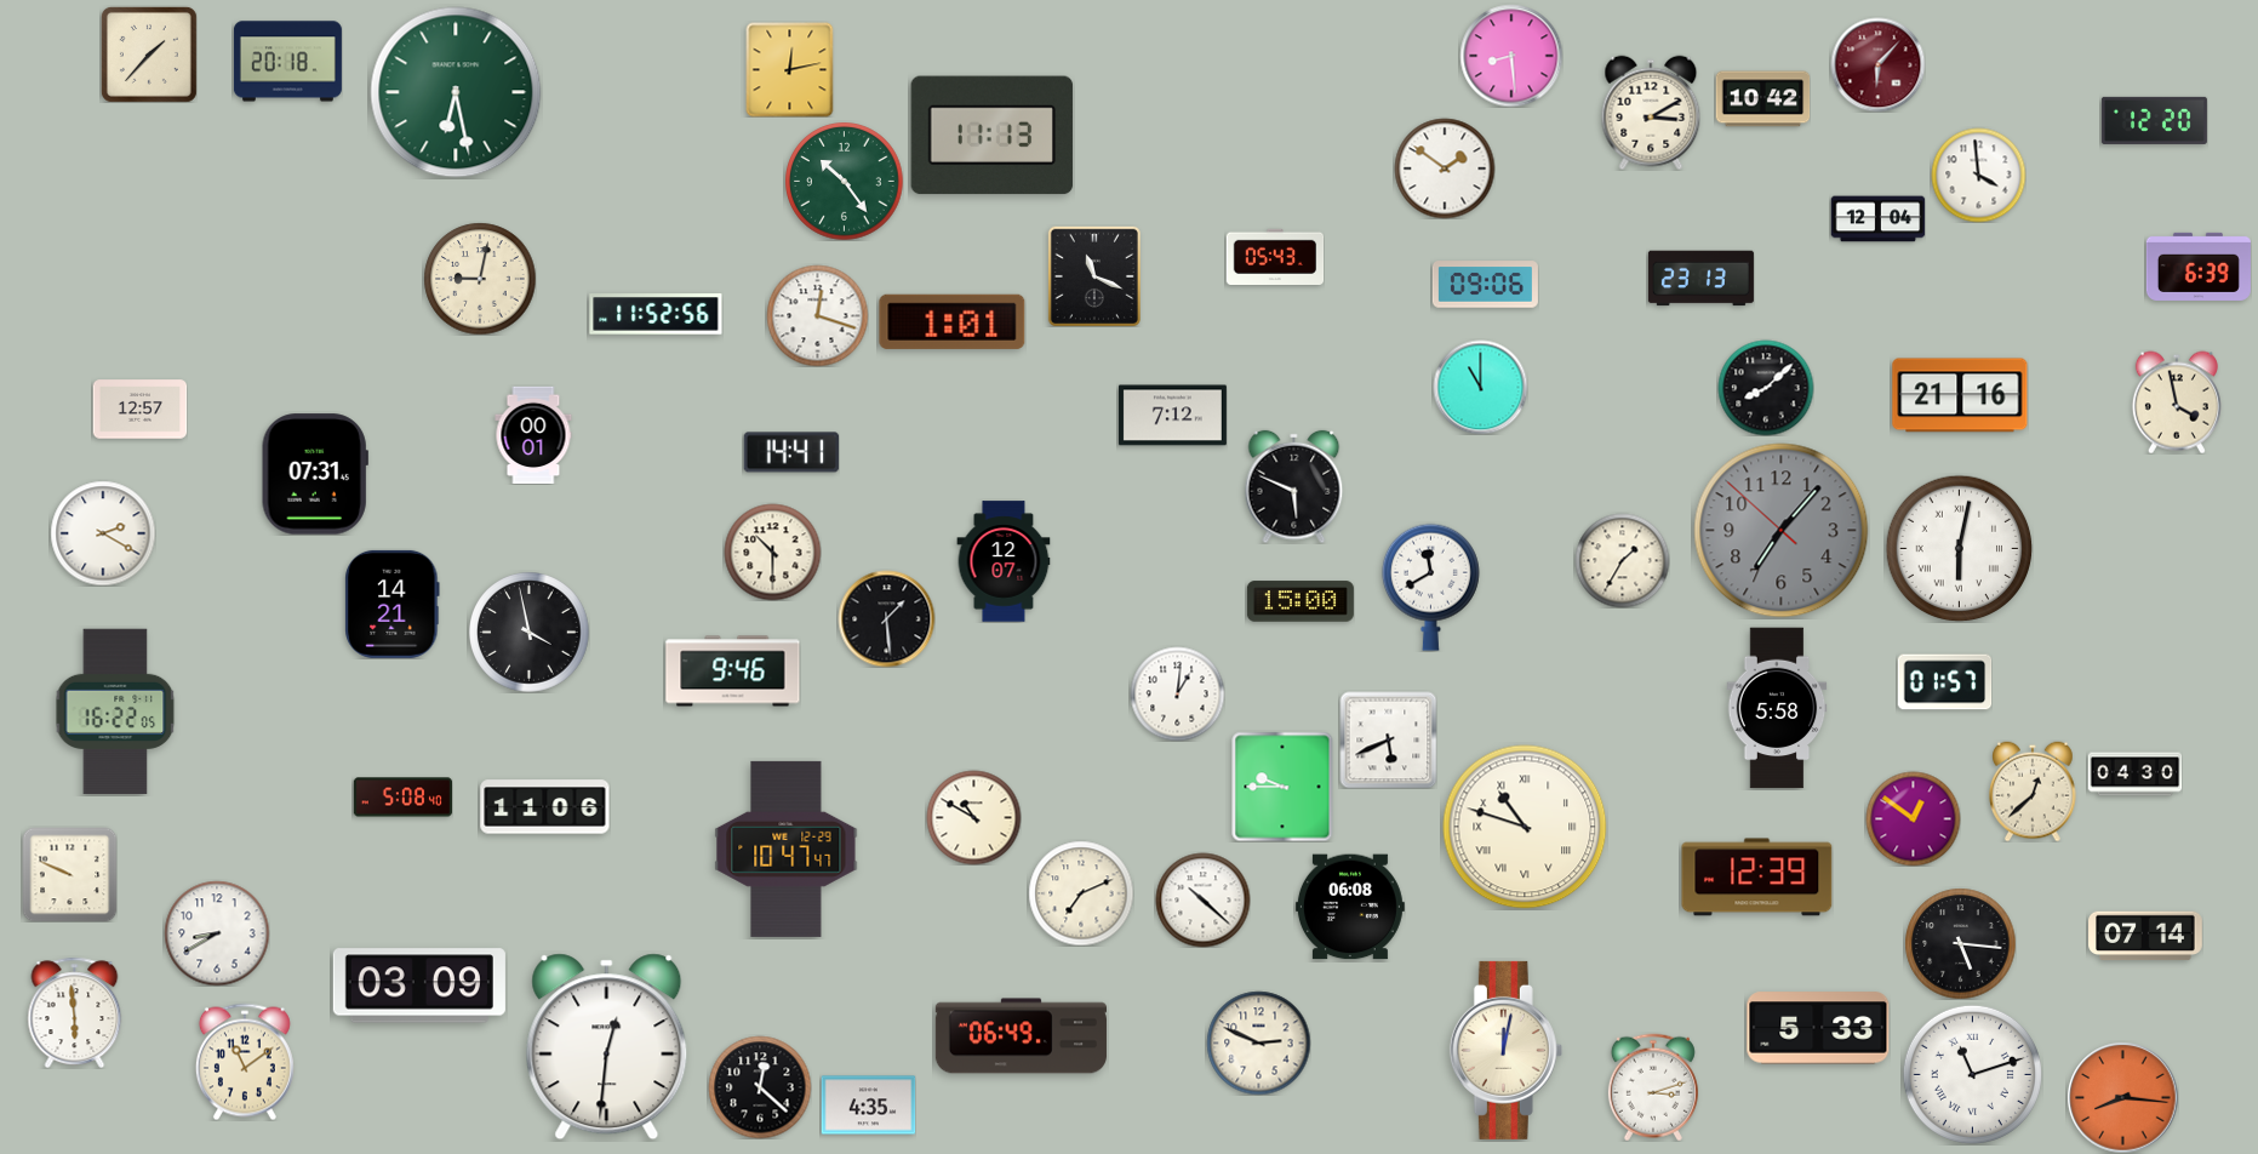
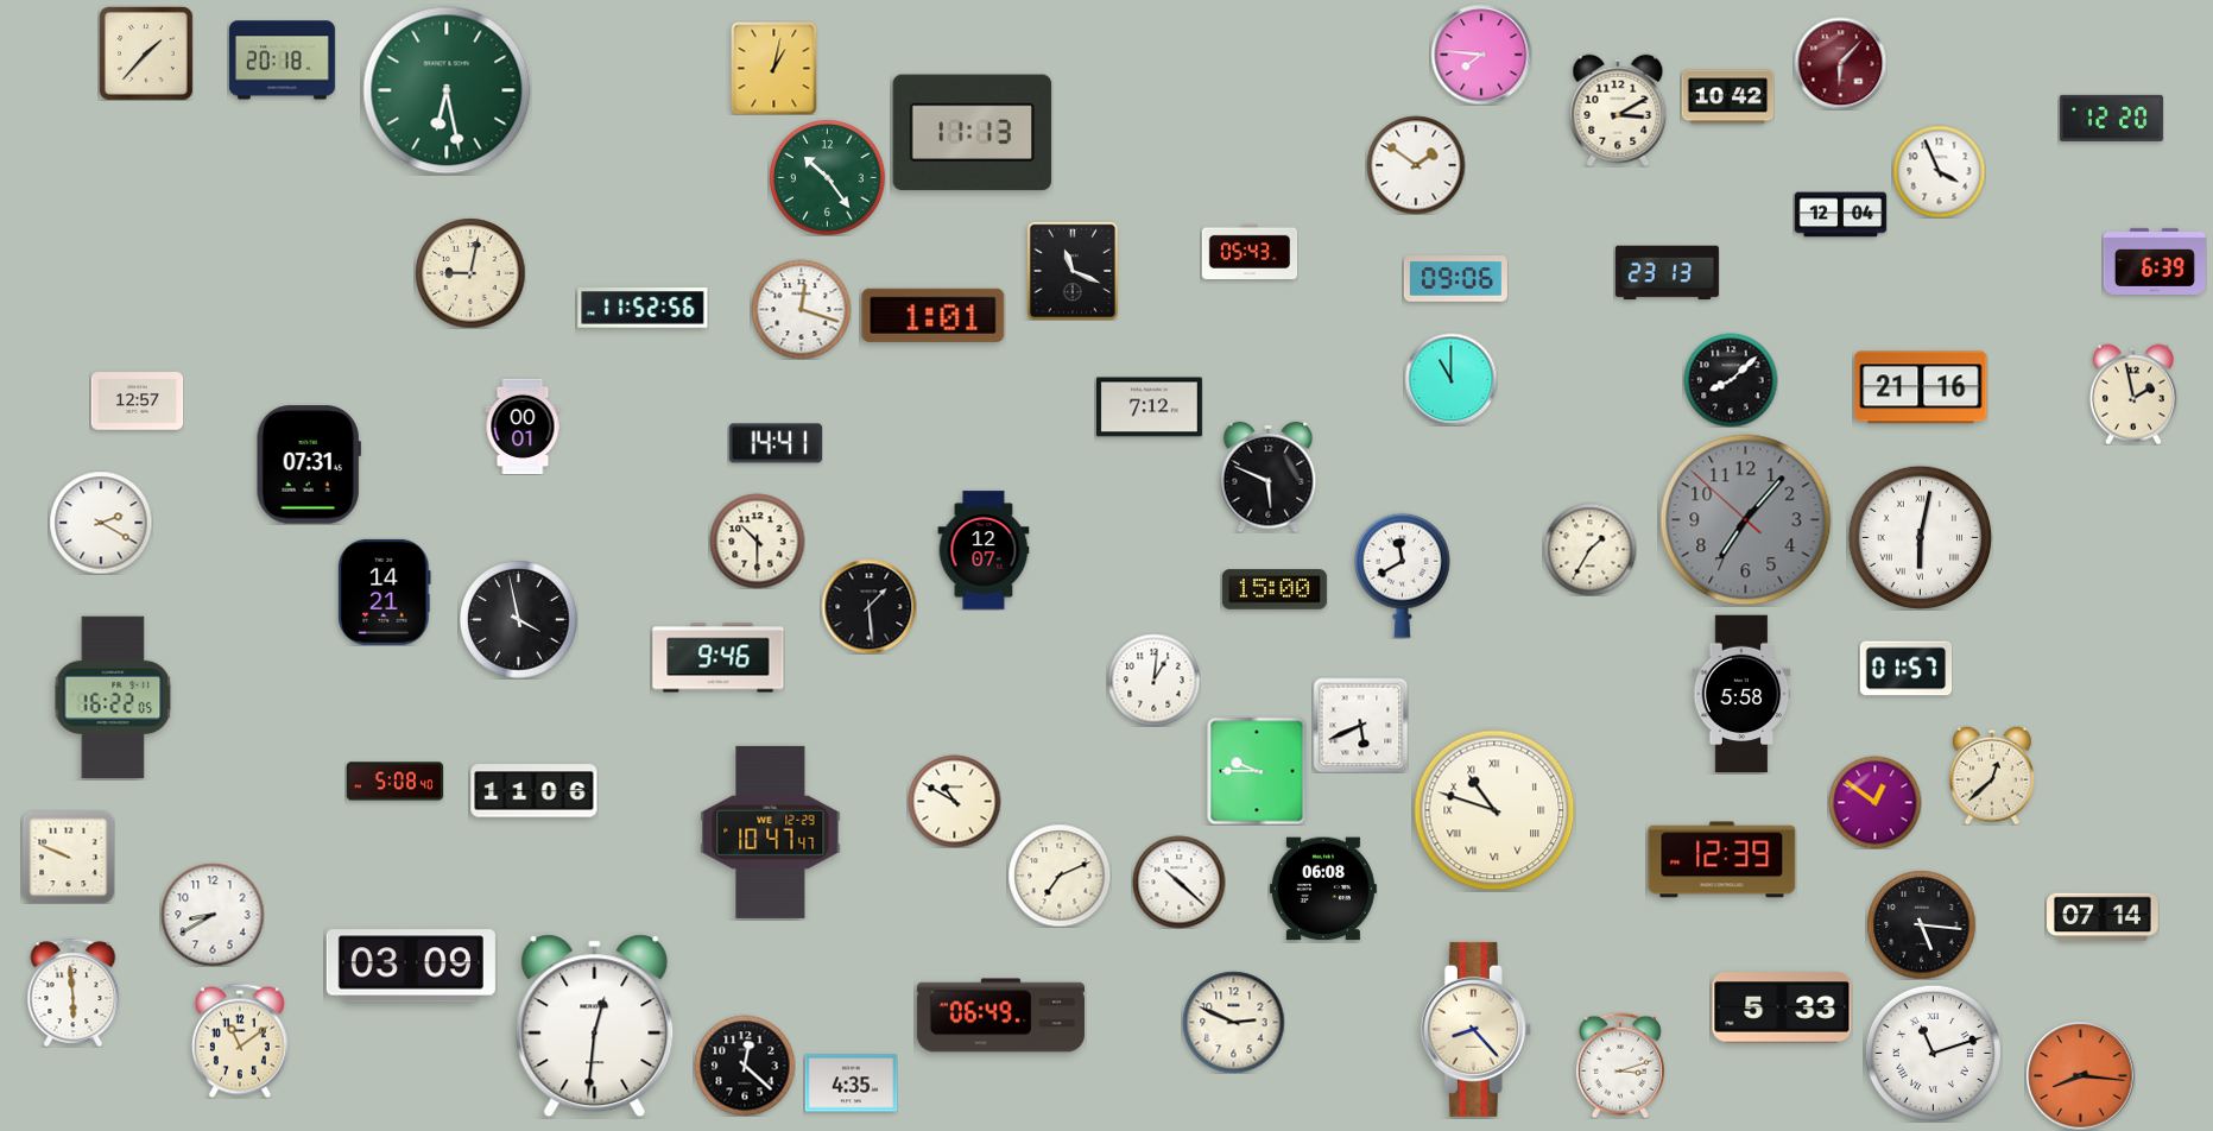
clock at (1511, 56): 8:29 -> 7:46
clock at (790, 69): 12:13 -> 1:02
clock at (1978, 175): 3:59 -> 3:56
clock at (2177, 402): 3:58 -> 1:58
clock at (2134, 775): 04:30 -> none
clock at (1505, 1050): 12:02 -> 8:23
